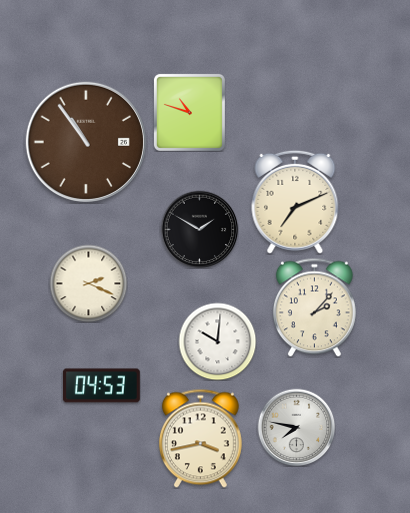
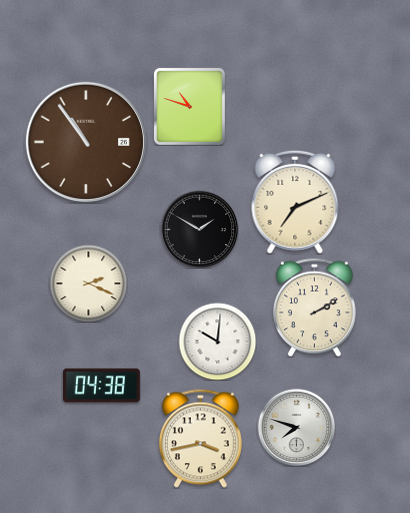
clock at (189, 112) position: (189, 112) -> (189, 106)
clock at (314, 307): 2:07 -> 2:10
clock at (101, 386): 04:53 -> 04:38
clock at (296, 427): 7:47 -> 7:48
